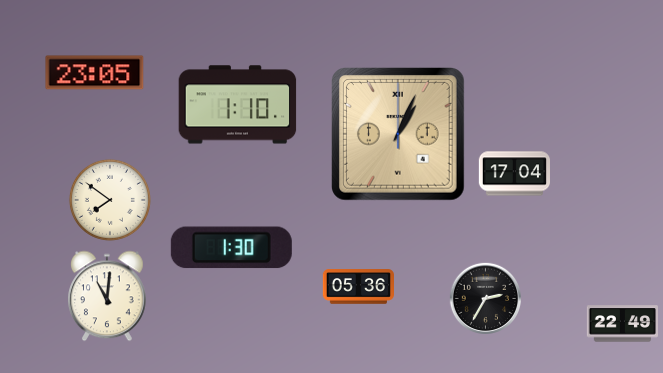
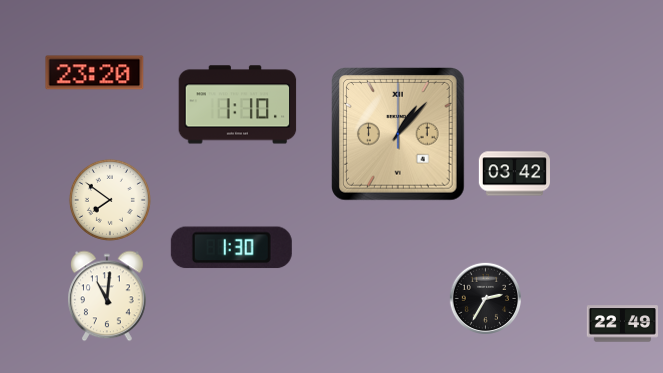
clock at (95, 73): 23:05 -> 23:20
clock at (399, 135): 1:04 -> 1:07
clock at (514, 174): 17:04 -> 03:42
clock at (358, 287): 05:36 -> none
